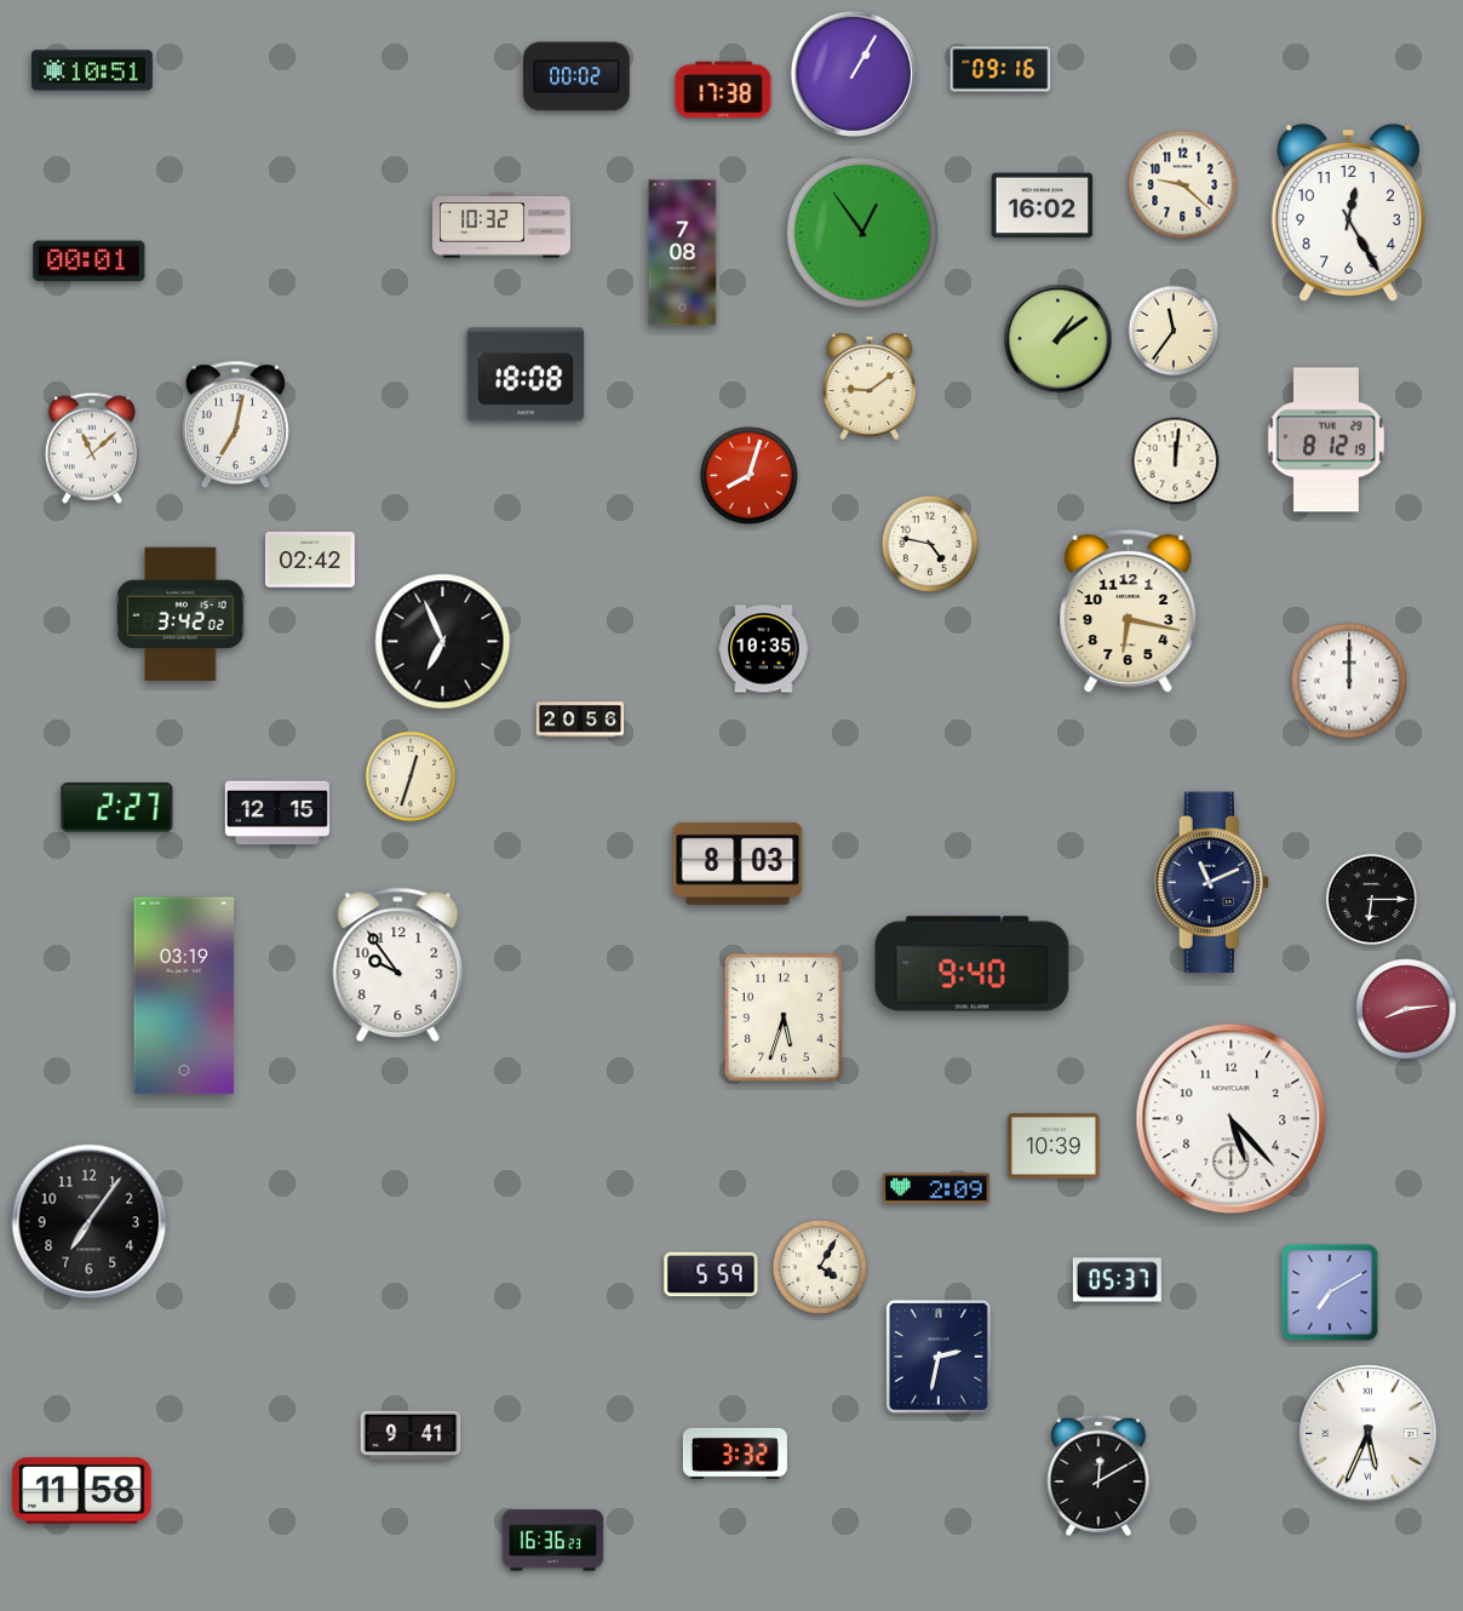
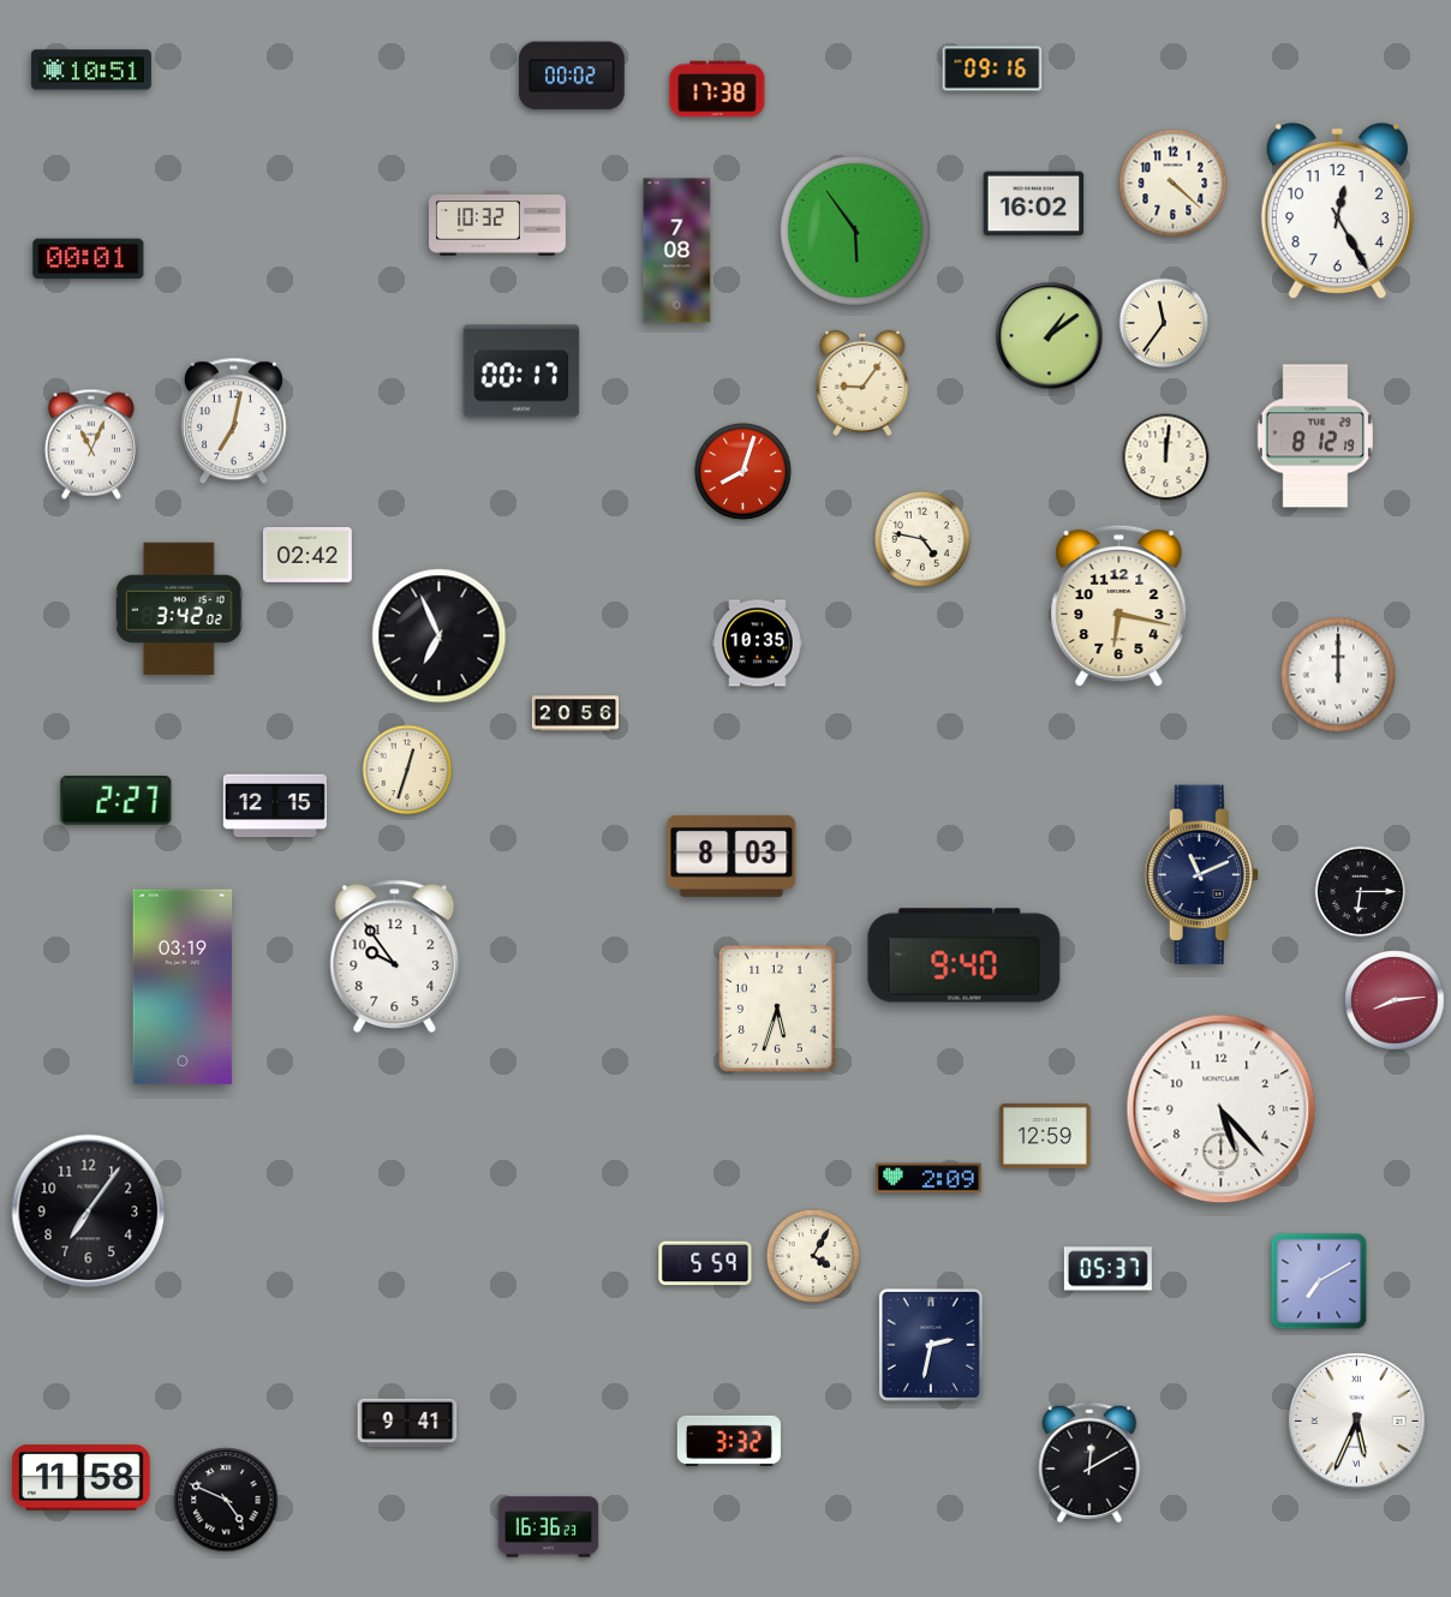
clock at (854, 74): 1:05 -> none
clock at (1183, 185): 9:22 -> 4:22
clock at (862, 233): 12:54 -> 5:54
clock at (1174, 331) position: (1174, 331) -> (1164, 323)
clock at (526, 374): 18:08 -> 00:17
clock at (870, 386): 9:09 -> 9:06
clock at (92, 448): 11:08 -> 11:04
clock at (1054, 1146): 10:39 -> 12:59
clock at (226, 1500): none -> 4:49
